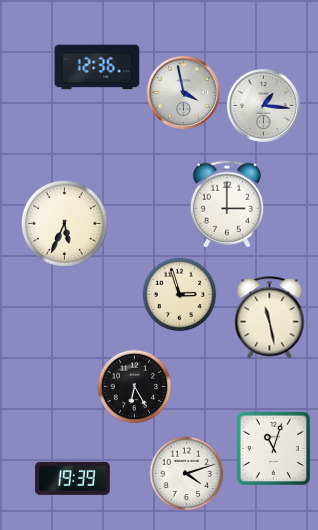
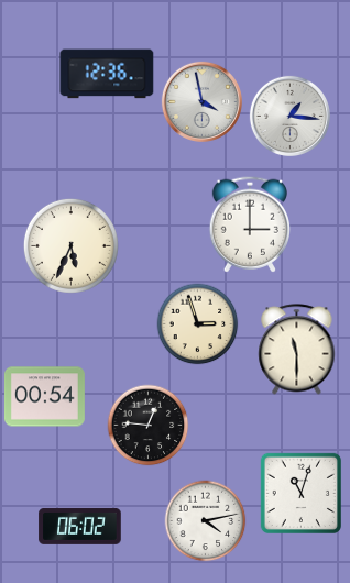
clock at (270, 318): 11:28 -> 11:30
clock at (44, 397): none -> 00:54
clock at (135, 387): 6:25 -> 12:46
clock at (187, 474): 4:12 -> 4:13
clock at (73, 478): 19:39 -> 06:02
